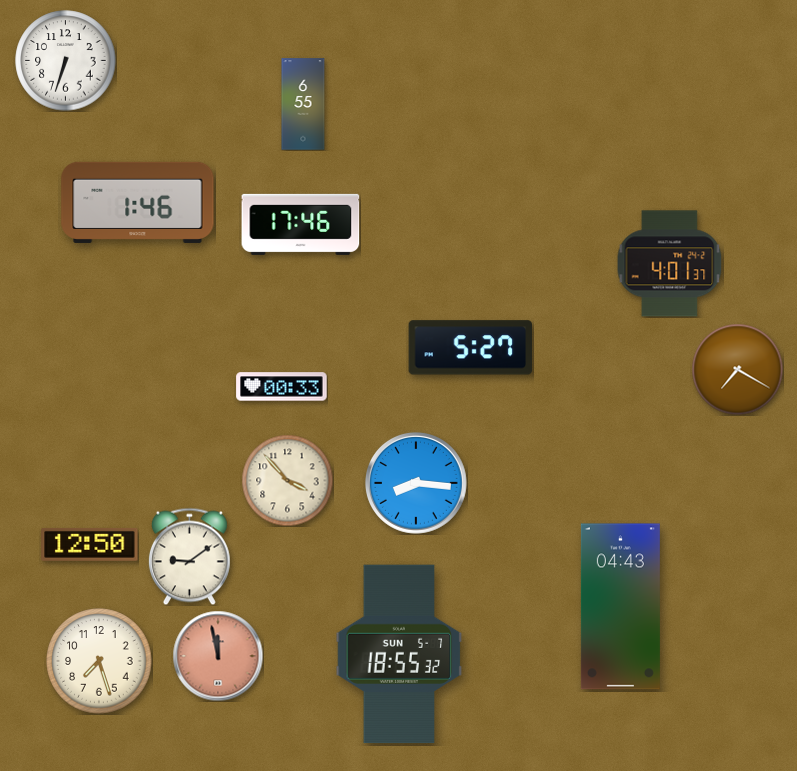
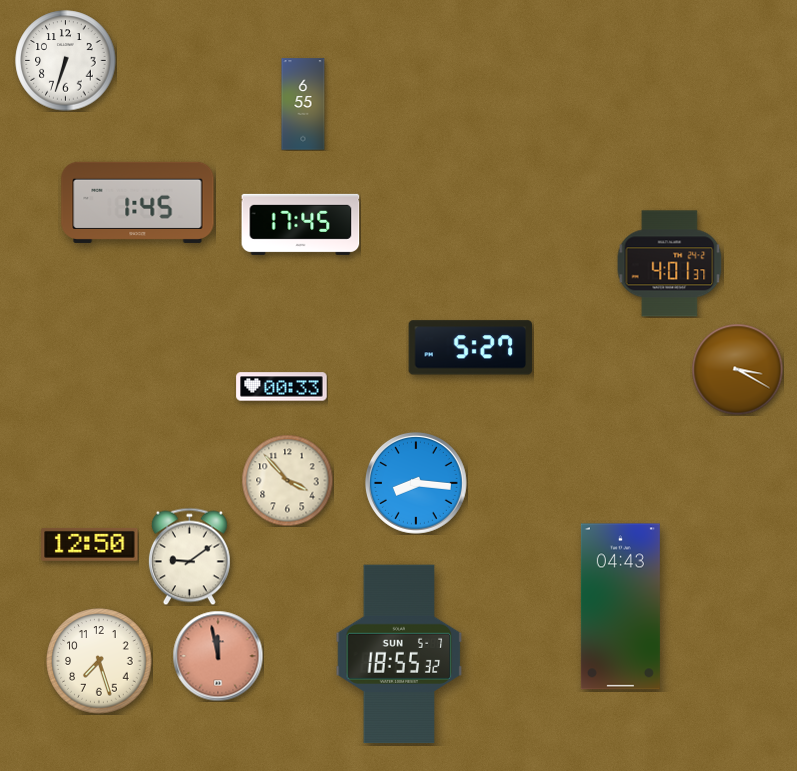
clock at (138, 202): 1:46 -> 1:45
clock at (301, 224): 17:46 -> 17:45
clock at (737, 369): 7:20 -> 3:20
